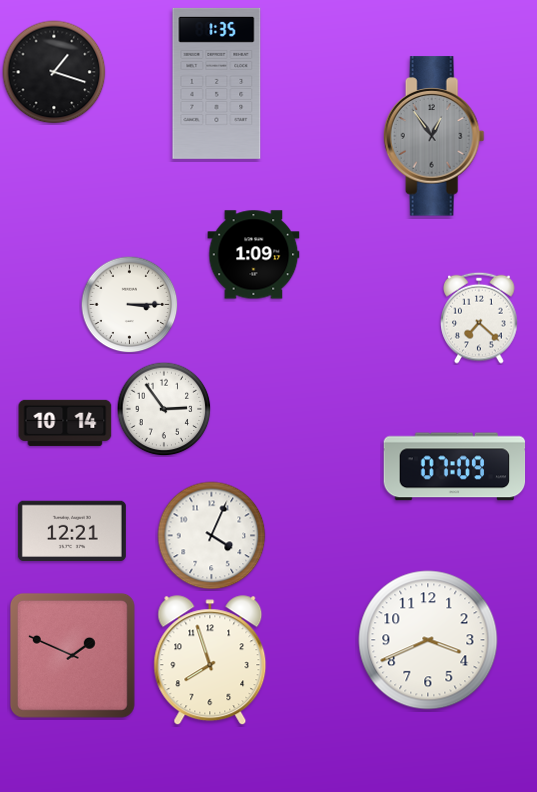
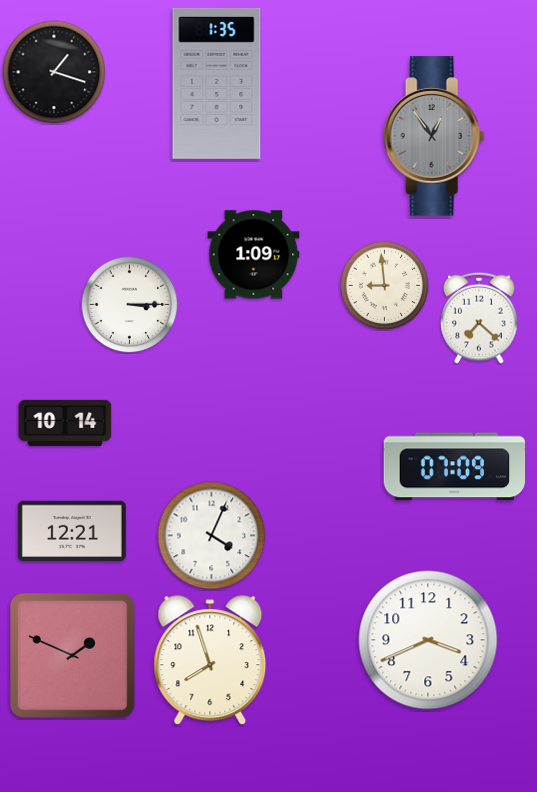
clock at (384, 285): none -> 8:59
clock at (164, 409): 2:54 -> none
